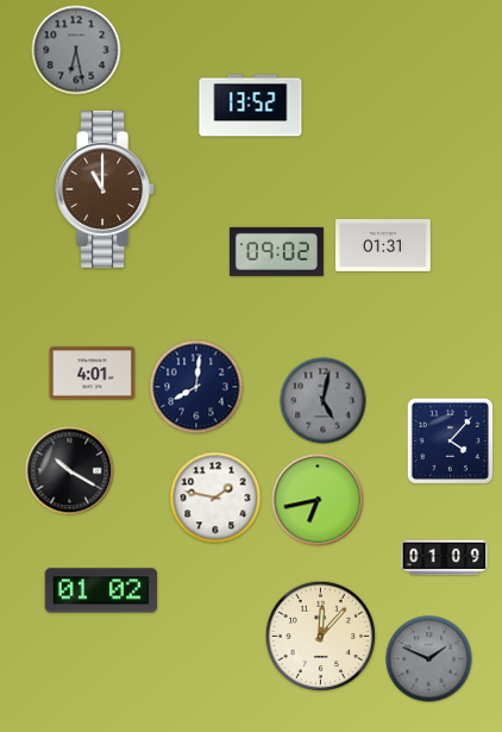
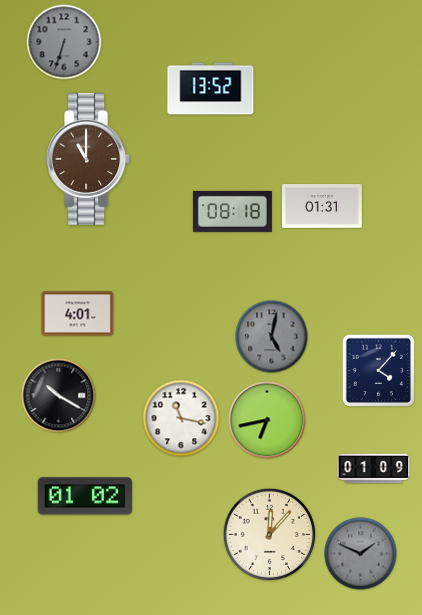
clock at (76, 50): 6:28 -> 6:33
clock at (276, 251): 09:02 -> 08:18
clock at (196, 387): 8:01 -> none
clock at (215, 498): 1:47 -> 11:17
